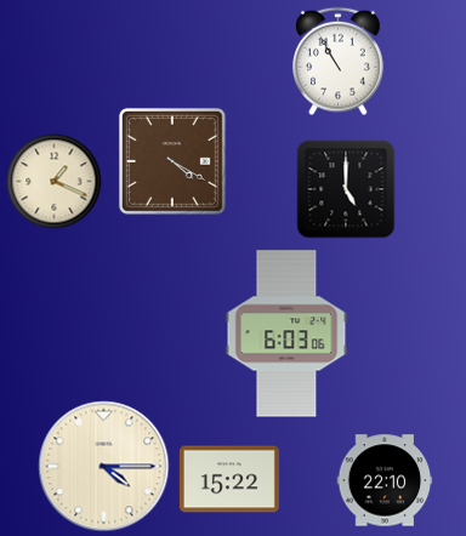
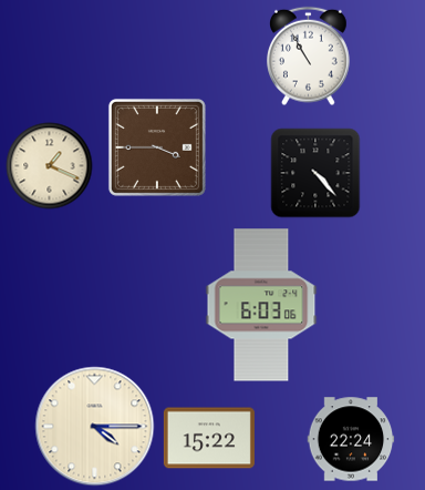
clock at (172, 161): 4:20 -> 3:45
clock at (346, 189): 5:00 -> 4:23
clock at (385, 480): 22:10 -> 22:24
